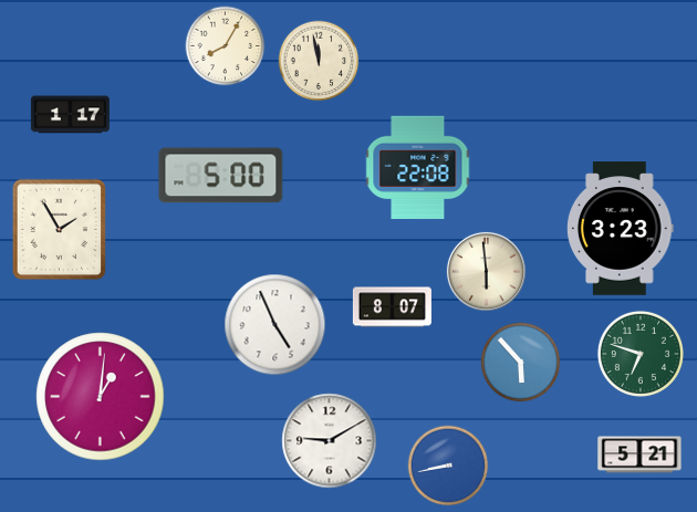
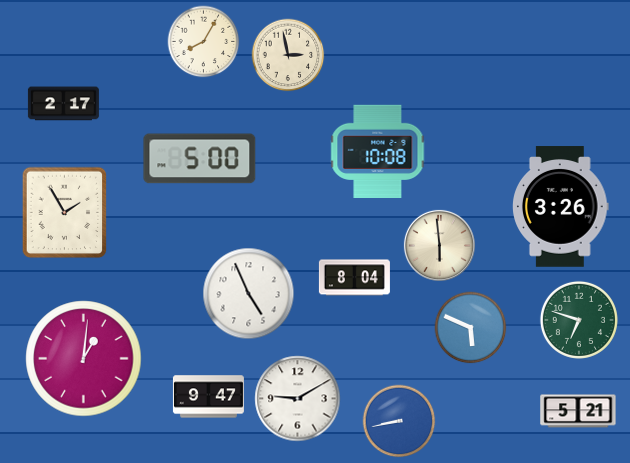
clock at (319, 61): 11:58 -> 2:58
clock at (70, 115): 1:17 -> 2:17
clock at (418, 167): 22:08 -> 10:08
clock at (621, 229): 3:23 -> 3:26
clock at (60, 230) position: (60, 230) -> (65, 213)
clock at (392, 307): 8:07 -> 8:04
clock at (521, 363): 5:53 -> 5:49
clock at (101, 397) position: (101, 397) -> (84, 359)
clock at (208, 397): none -> 9:47
clock at (448, 466) position: (448, 466) -> (399, 421)
